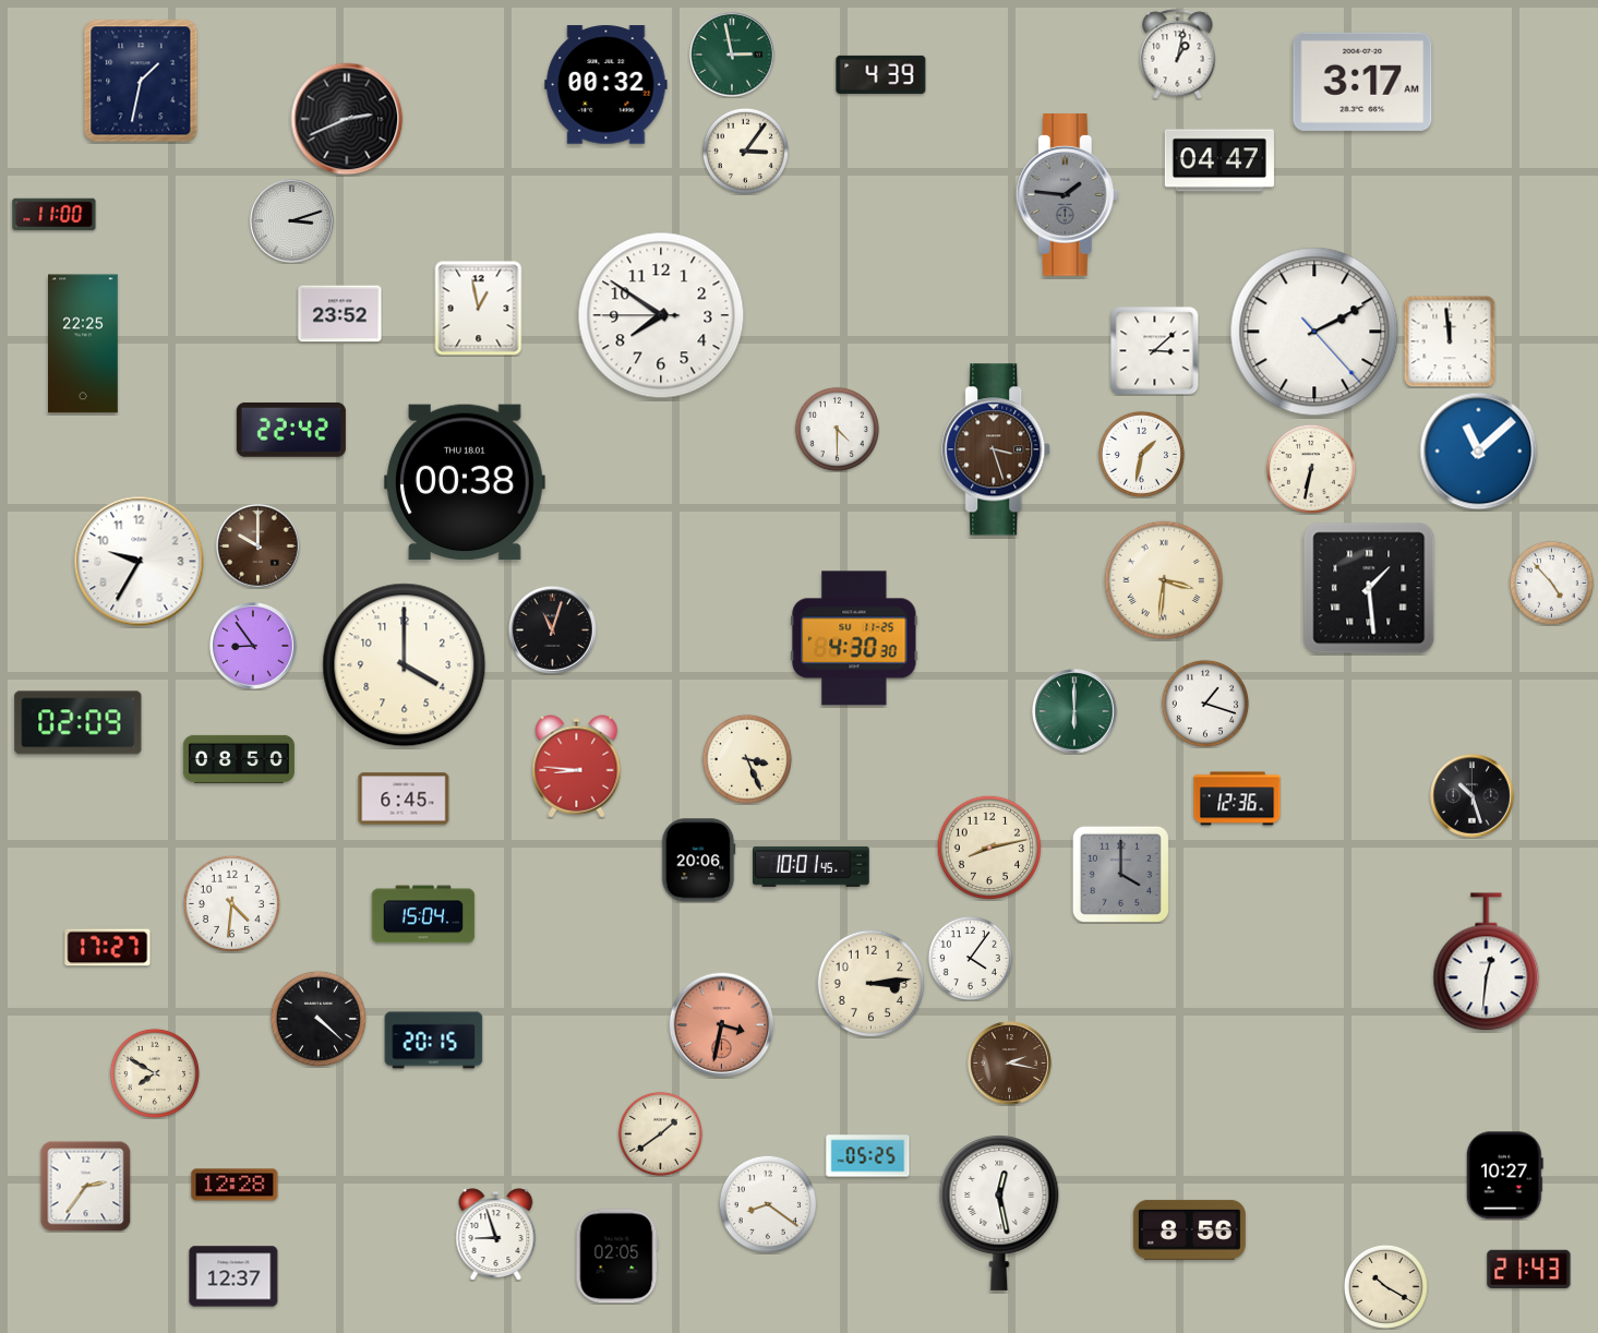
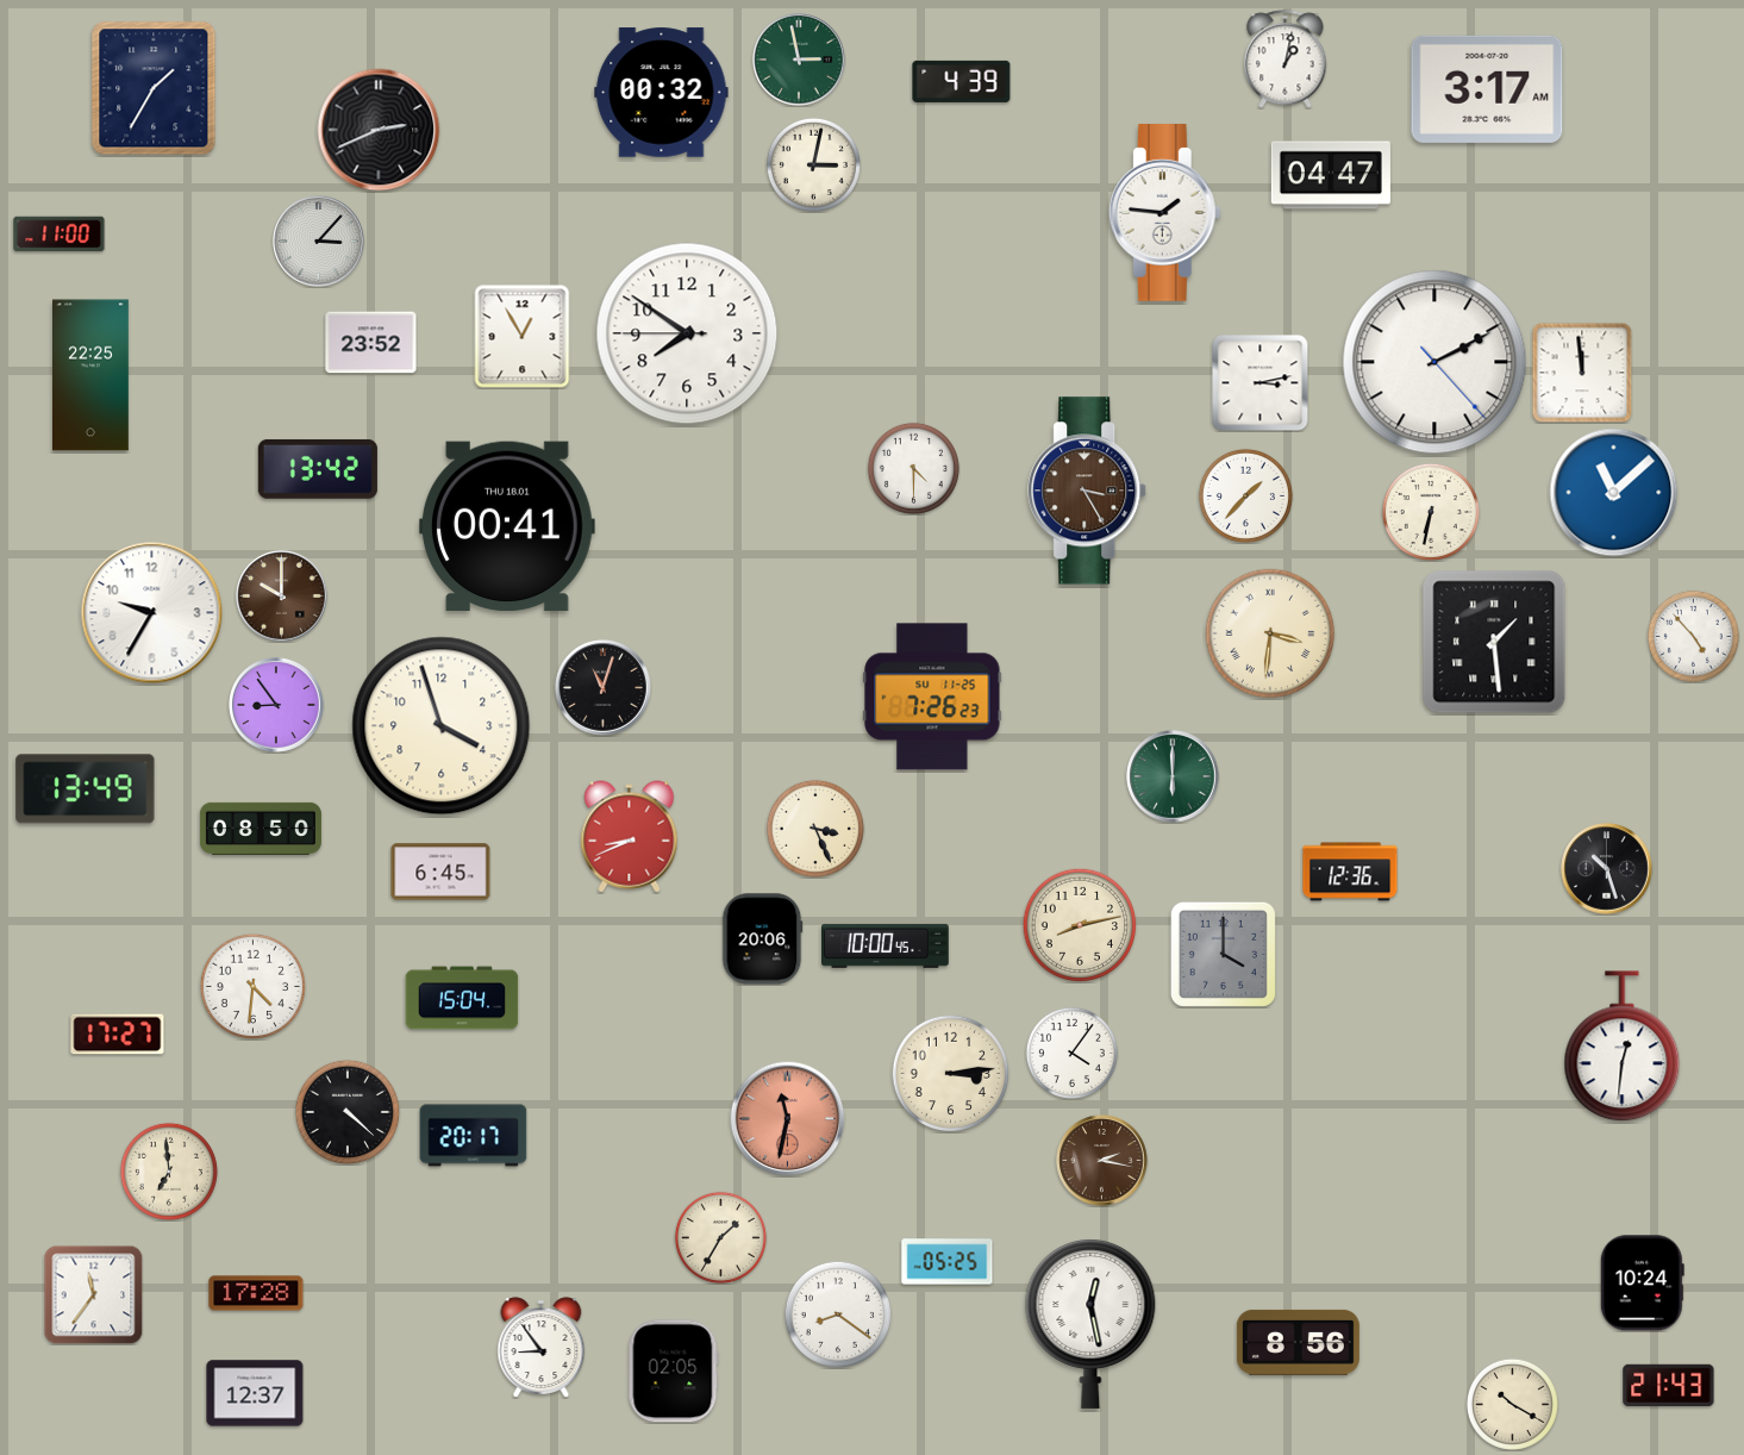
clock at (141, 81): 1:32 -> 1:35
clock at (745, 151): 3:06 -> 3:02
clock at (1067, 195) dial: grey -> white
clock at (292, 221): 3:12 -> 3:07
clock at (479, 309): 12:58 -> 12:55
clock at (661, 315) position: (661, 315) -> (687, 333)
clock at (1155, 351): 3:08 -> 3:13
clock at (291, 430): 22:42 -> 13:42
clock at (997, 449): 3:27 -> 3:25
clock at (1141, 454): 1:32 -> 1:37
clock at (465, 482): 00:38 -> 00:41
clock at (854, 638): 4:30 -> 7:26
clock at (405, 665): 4:00 -> 3:57
clock at (1205, 704): 1:18 -> none
clock at (79, 723): 02:09 -> 13:49
clock at (577, 767): 8:46 -> 8:41
clock at (812, 866): 10:01 -> 10:00
clock at (970, 958) position: (970, 958) -> (1071, 1053)
clock at (1487, 962) position: (1487, 962) -> (1623, 1047)
clock at (722, 1025): 3:32 -> 11:32
clock at (434, 1041): 20:15 -> 20:17
clock at (155, 1073): 7:50 -> 6:59
clock at (660, 1133): 1:39 -> 1:35
clock at (1504, 1176): 10:27 -> 10:24
clock at (235, 1185): 12:28 -> 17:28
clock at (85, 1186): 2:36 -> 11:36
clock at (496, 1234): 8:57 -> 8:54
